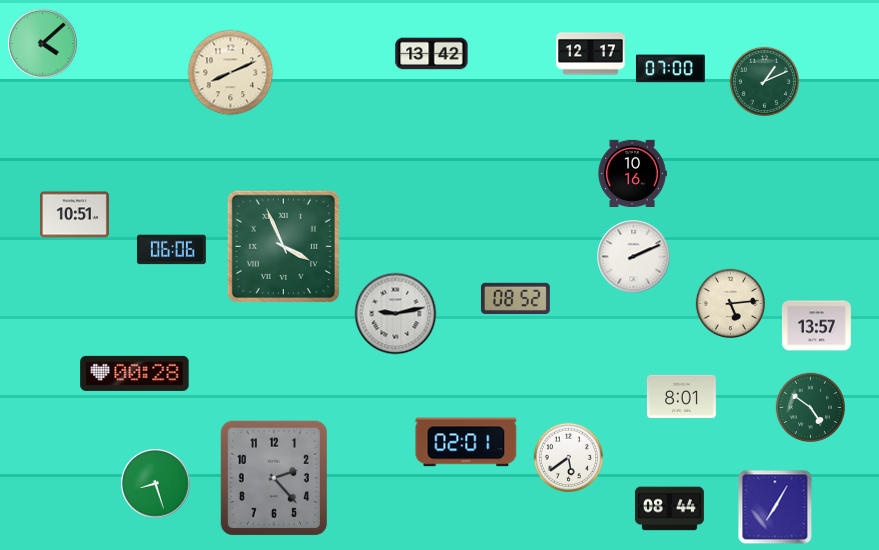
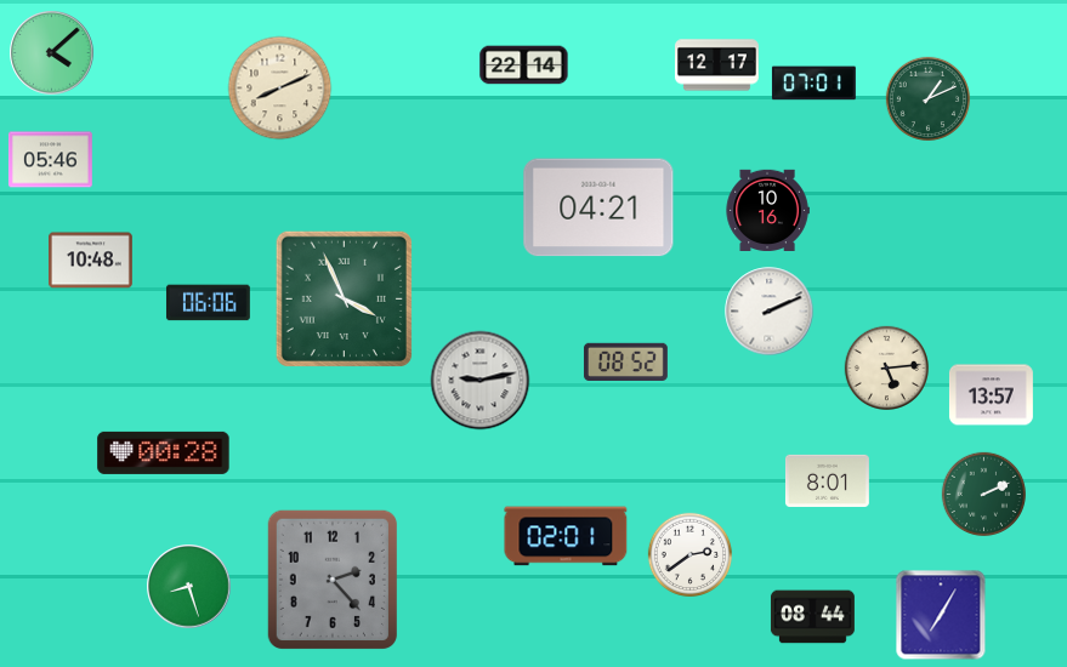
clock at (432, 54): 13:42 -> 22:14
clock at (670, 69): 07:00 -> 07:01
clock at (50, 160): none -> 05:46
clock at (598, 207): none -> 04:21
clock at (74, 215): 10:51 -> 10:48
clock at (810, 407): 4:51 -> 2:11
clock at (568, 457): 5:39 -> 2:39
